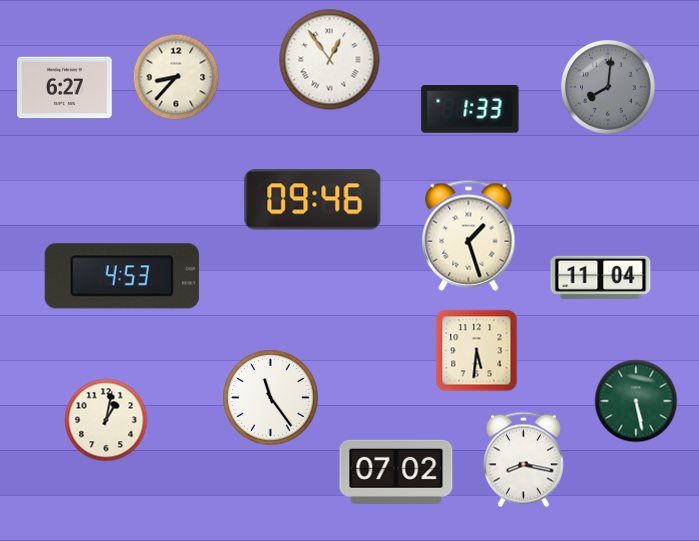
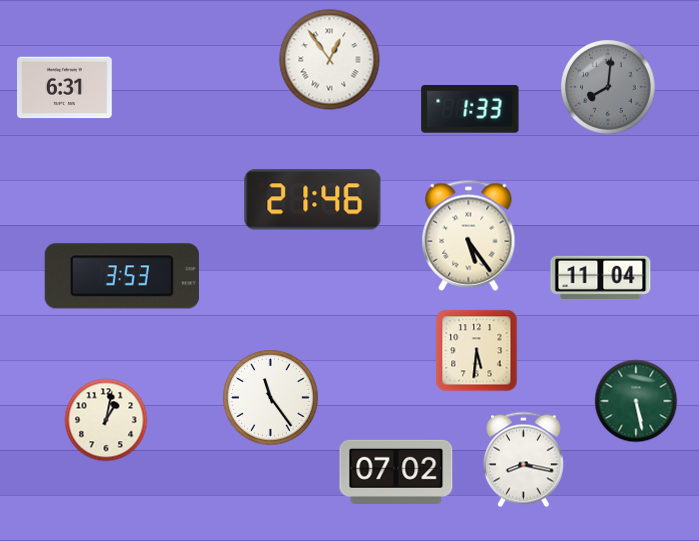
clock at (176, 77): 8:37 -> none
clock at (65, 88): 6:27 -> 6:31
clock at (313, 200): 09:46 -> 21:46
clock at (469, 235): 1:27 -> 5:24
clock at (122, 276): 4:53 -> 3:53
